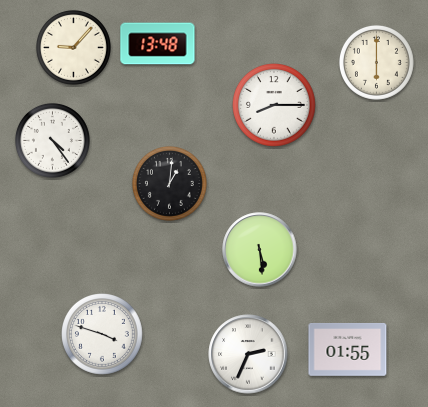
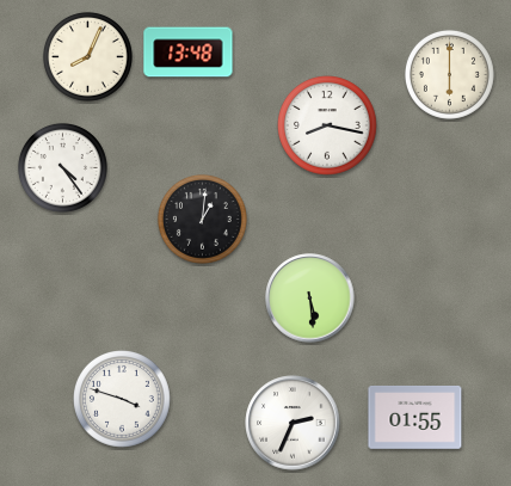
clock at (73, 47): 9:07 -> 8:04
clock at (275, 106): 8:15 -> 8:17
clock at (248, 354) position: (248, 354) -> (293, 423)
